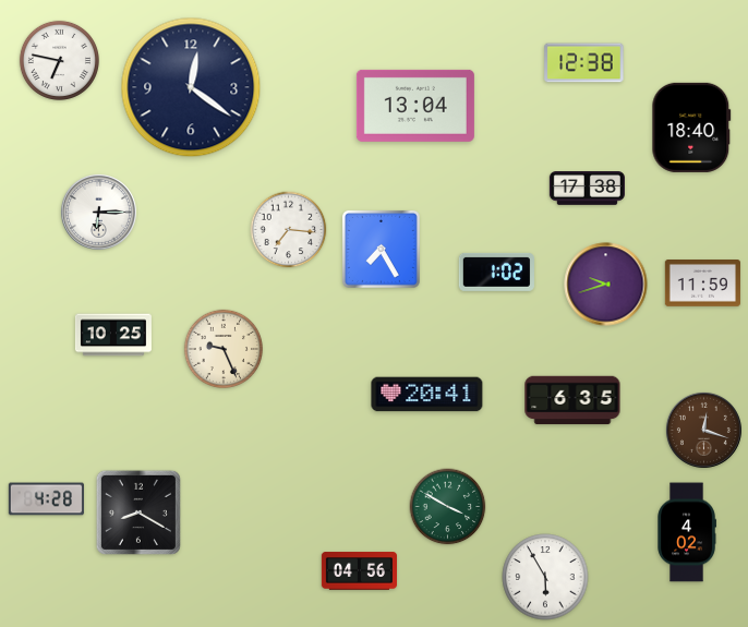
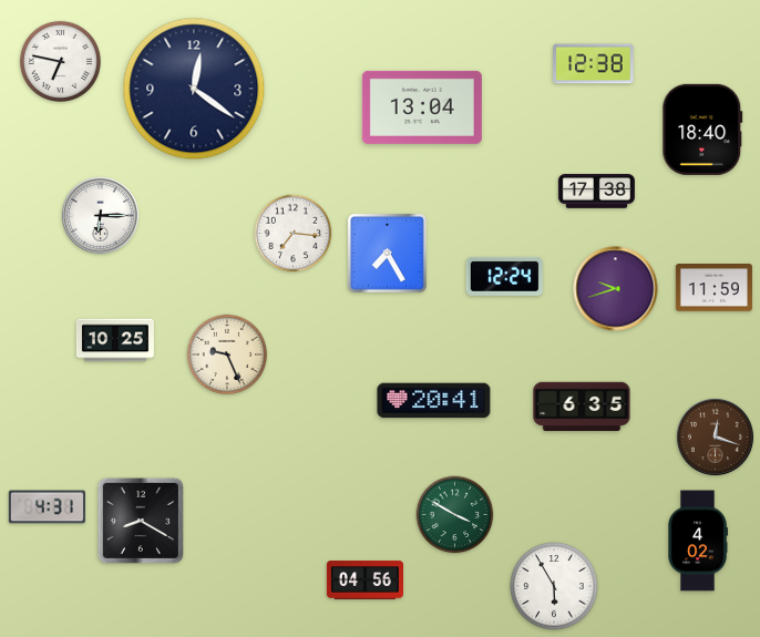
clock at (496, 272): 1:02 -> 12:24
clock at (46, 499): 4:28 -> 4:31
